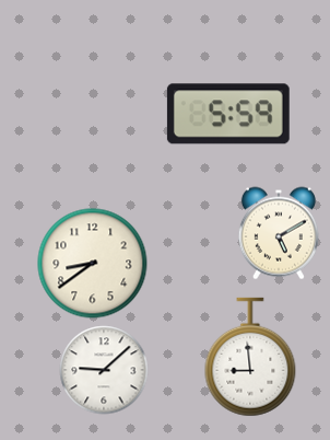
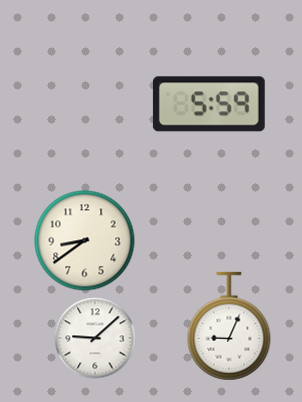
clock at (279, 233): 5:10 -> none
clock at (250, 357): 8:59 -> 9:04
